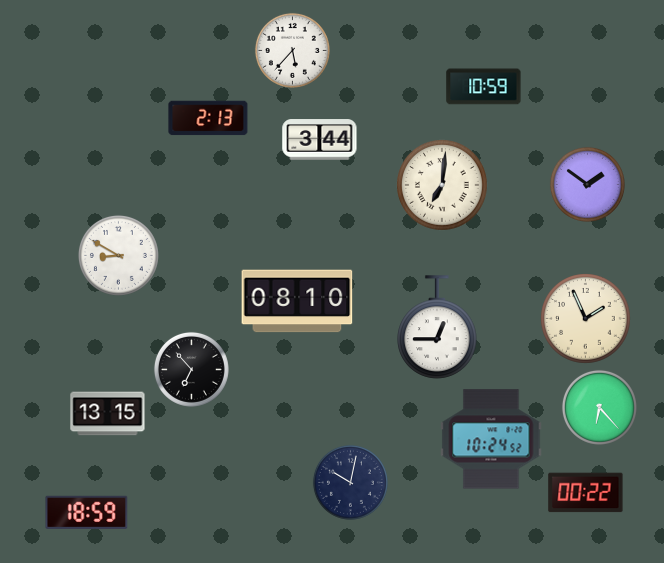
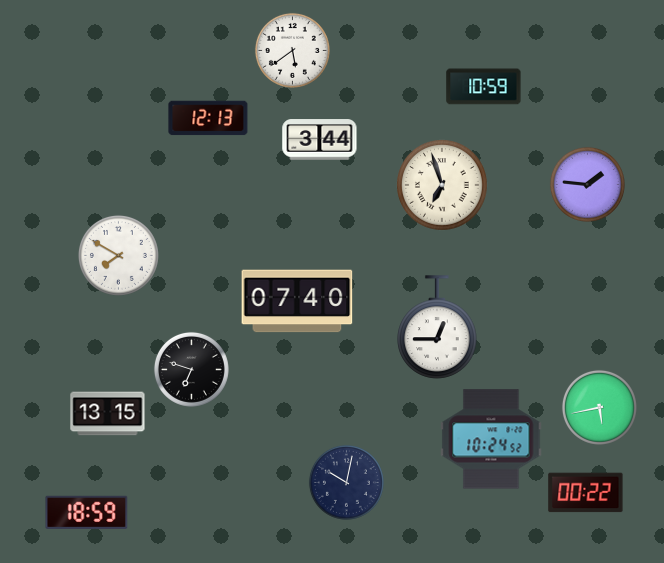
clock at (292, 50): 5:37 -> 5:39
clock at (208, 118): 2:13 -> 12:13
clock at (587, 184): 1:51 -> 1:46
clock at (442, 185): 7:01 -> 6:57
clock at (118, 255): 8:50 -> 7:50
clock at (297, 301): 08:10 -> 07:40
clock at (586, 319): 1:56 -> none
clock at (191, 369): 6:53 -> 6:48
clock at (599, 407): 6:23 -> 5:43
clock at (350, 482) position: (350, 482) -> (346, 482)
